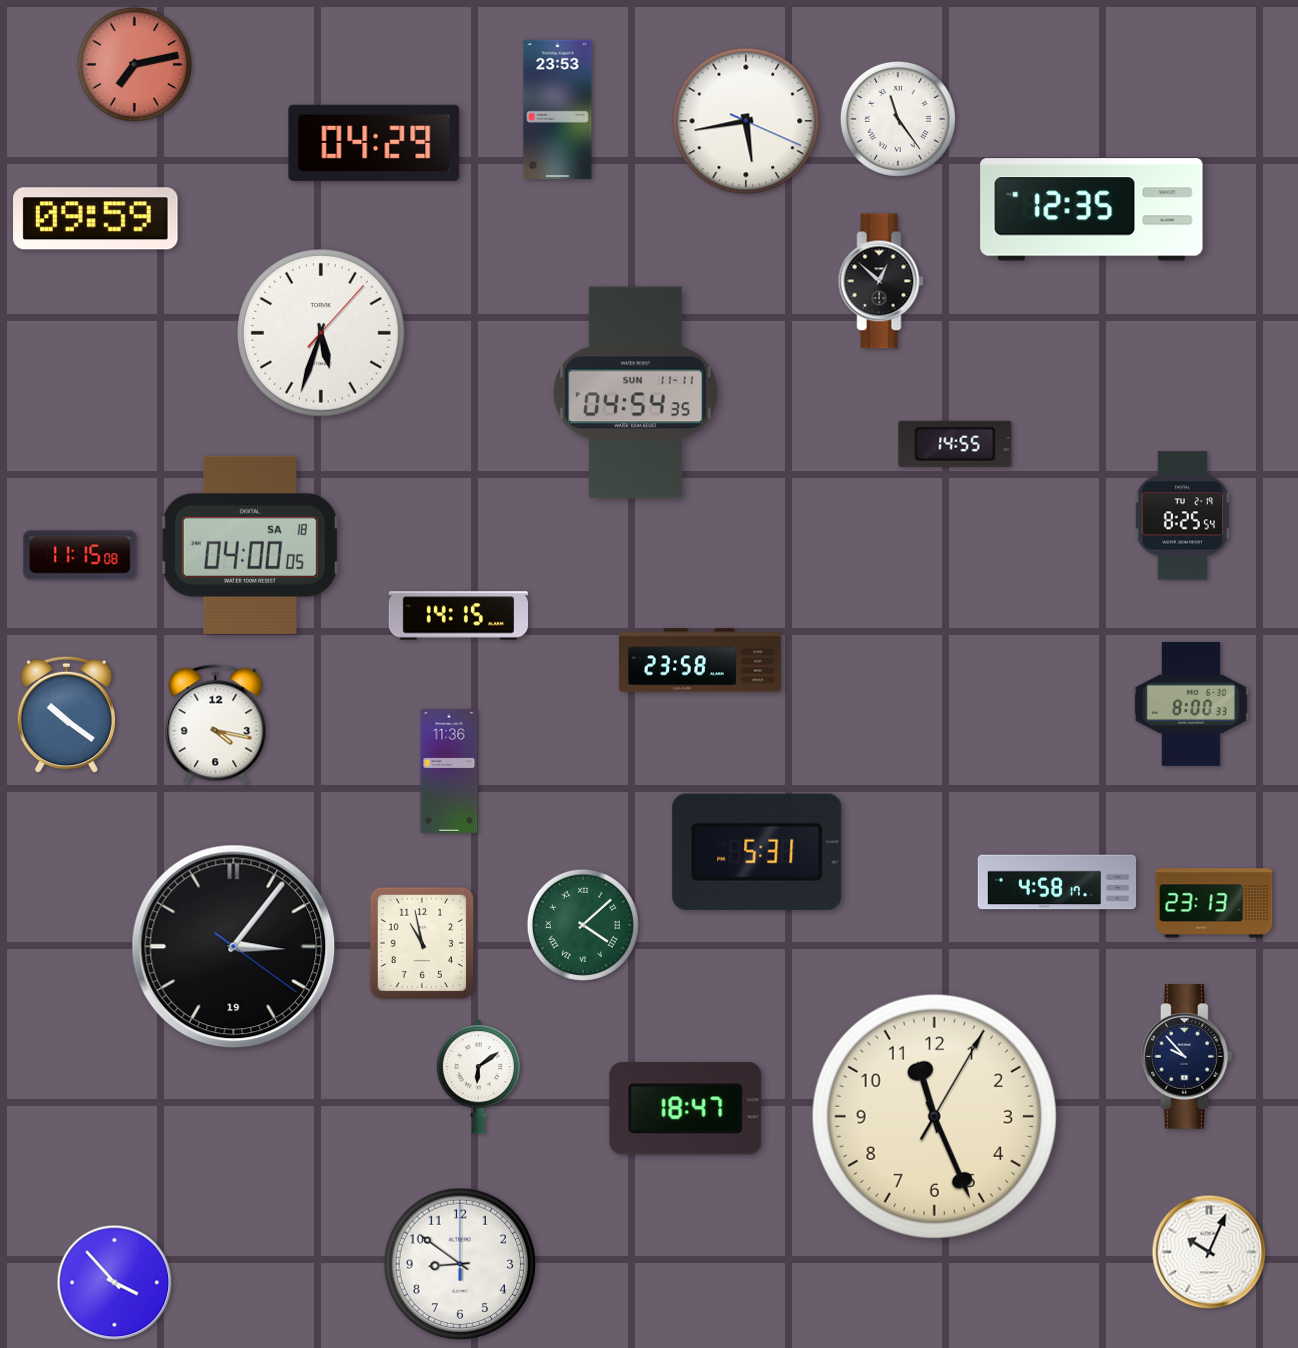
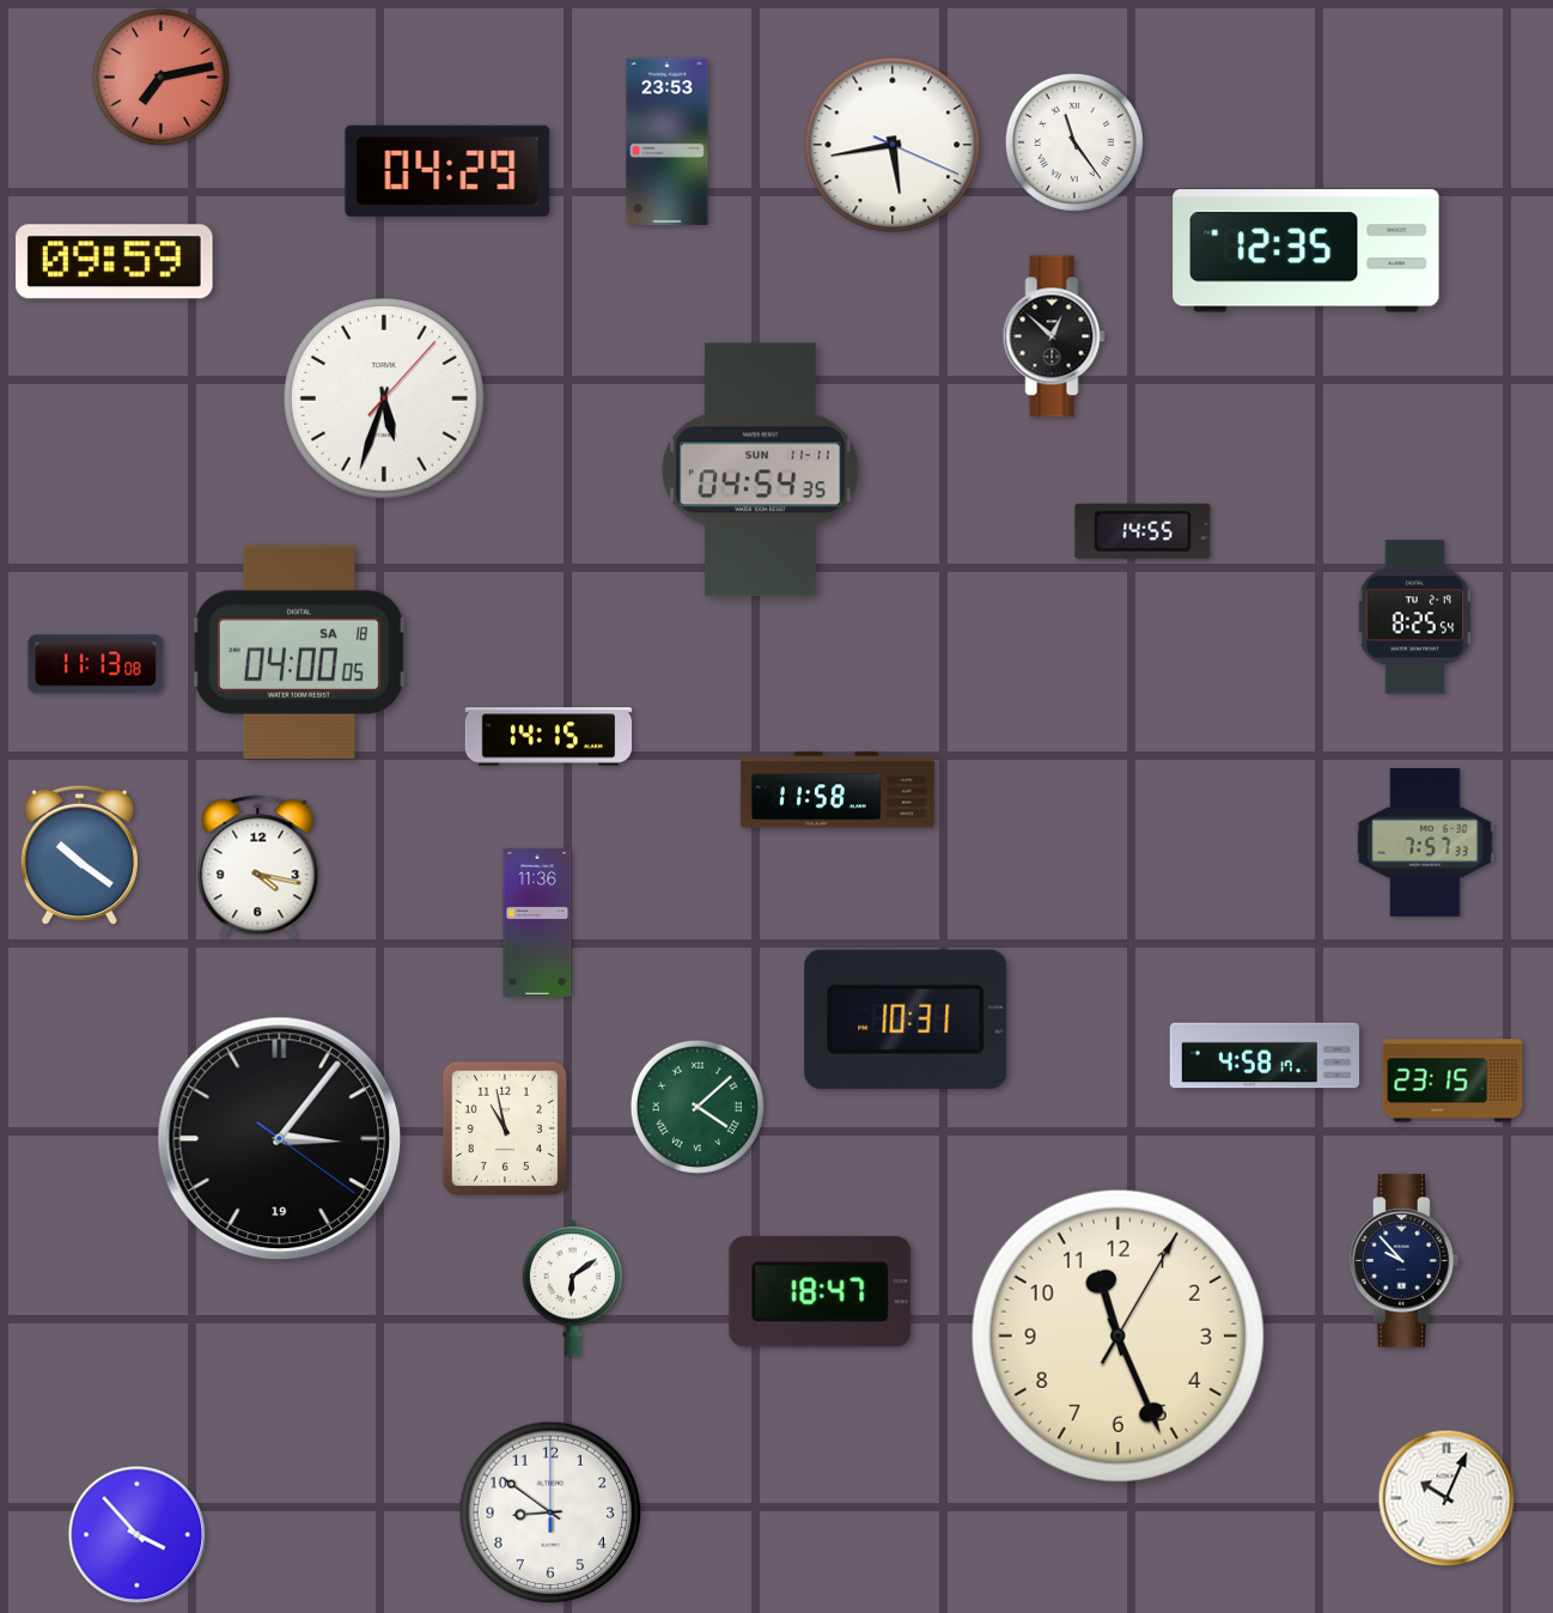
clock at (558, 109) position: (558, 109) -> (668, 141)
clock at (80, 555): 11:15 -> 11:13
clock at (701, 660): 23:58 -> 11:58
clock at (1191, 704): 8:00 -> 7:57
clock at (757, 852): 5:31 -> 10:31
clock at (1214, 903): 23:13 -> 23:15
clock at (234, 947) position: (234, 947) -> (280, 1139)
clock at (1187, 1057) position: (1187, 1057) -> (1405, 1261)
clock at (686, 1109) position: (686, 1109) -> (821, 1292)
